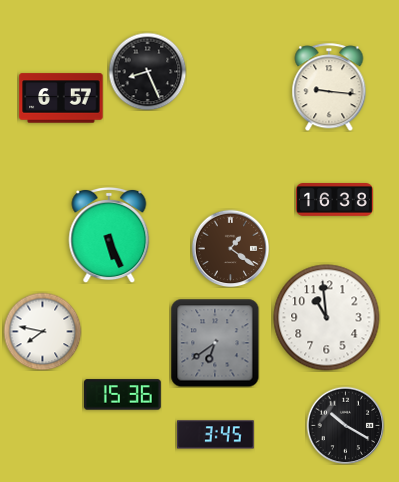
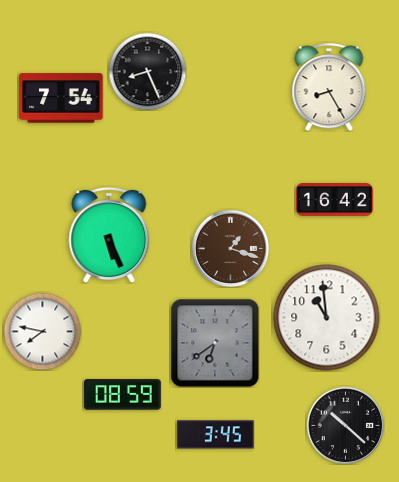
clock at (329, 87): 9:16 -> 8:25
clock at (61, 98): 6:57 -> 7:54
clock at (335, 200): 16:38 -> 16:42
clock at (230, 248): 1:21 -> 1:18
clock at (123, 395): 15:36 -> 08:59
clock at (345, 425): 10:20 -> 10:22
